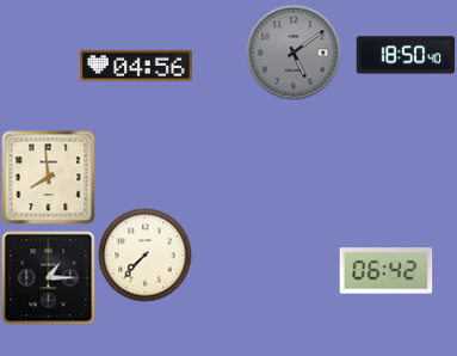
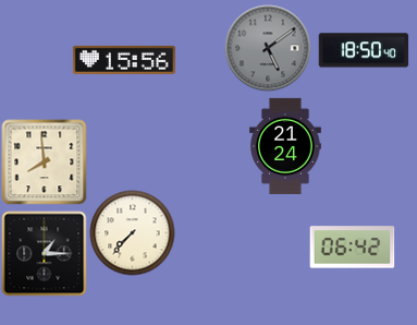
clock at (406, 55) position: (406, 55) -> (364, 50)
clock at (136, 66): 04:56 -> 15:56
clock at (285, 146): none -> 21:24
